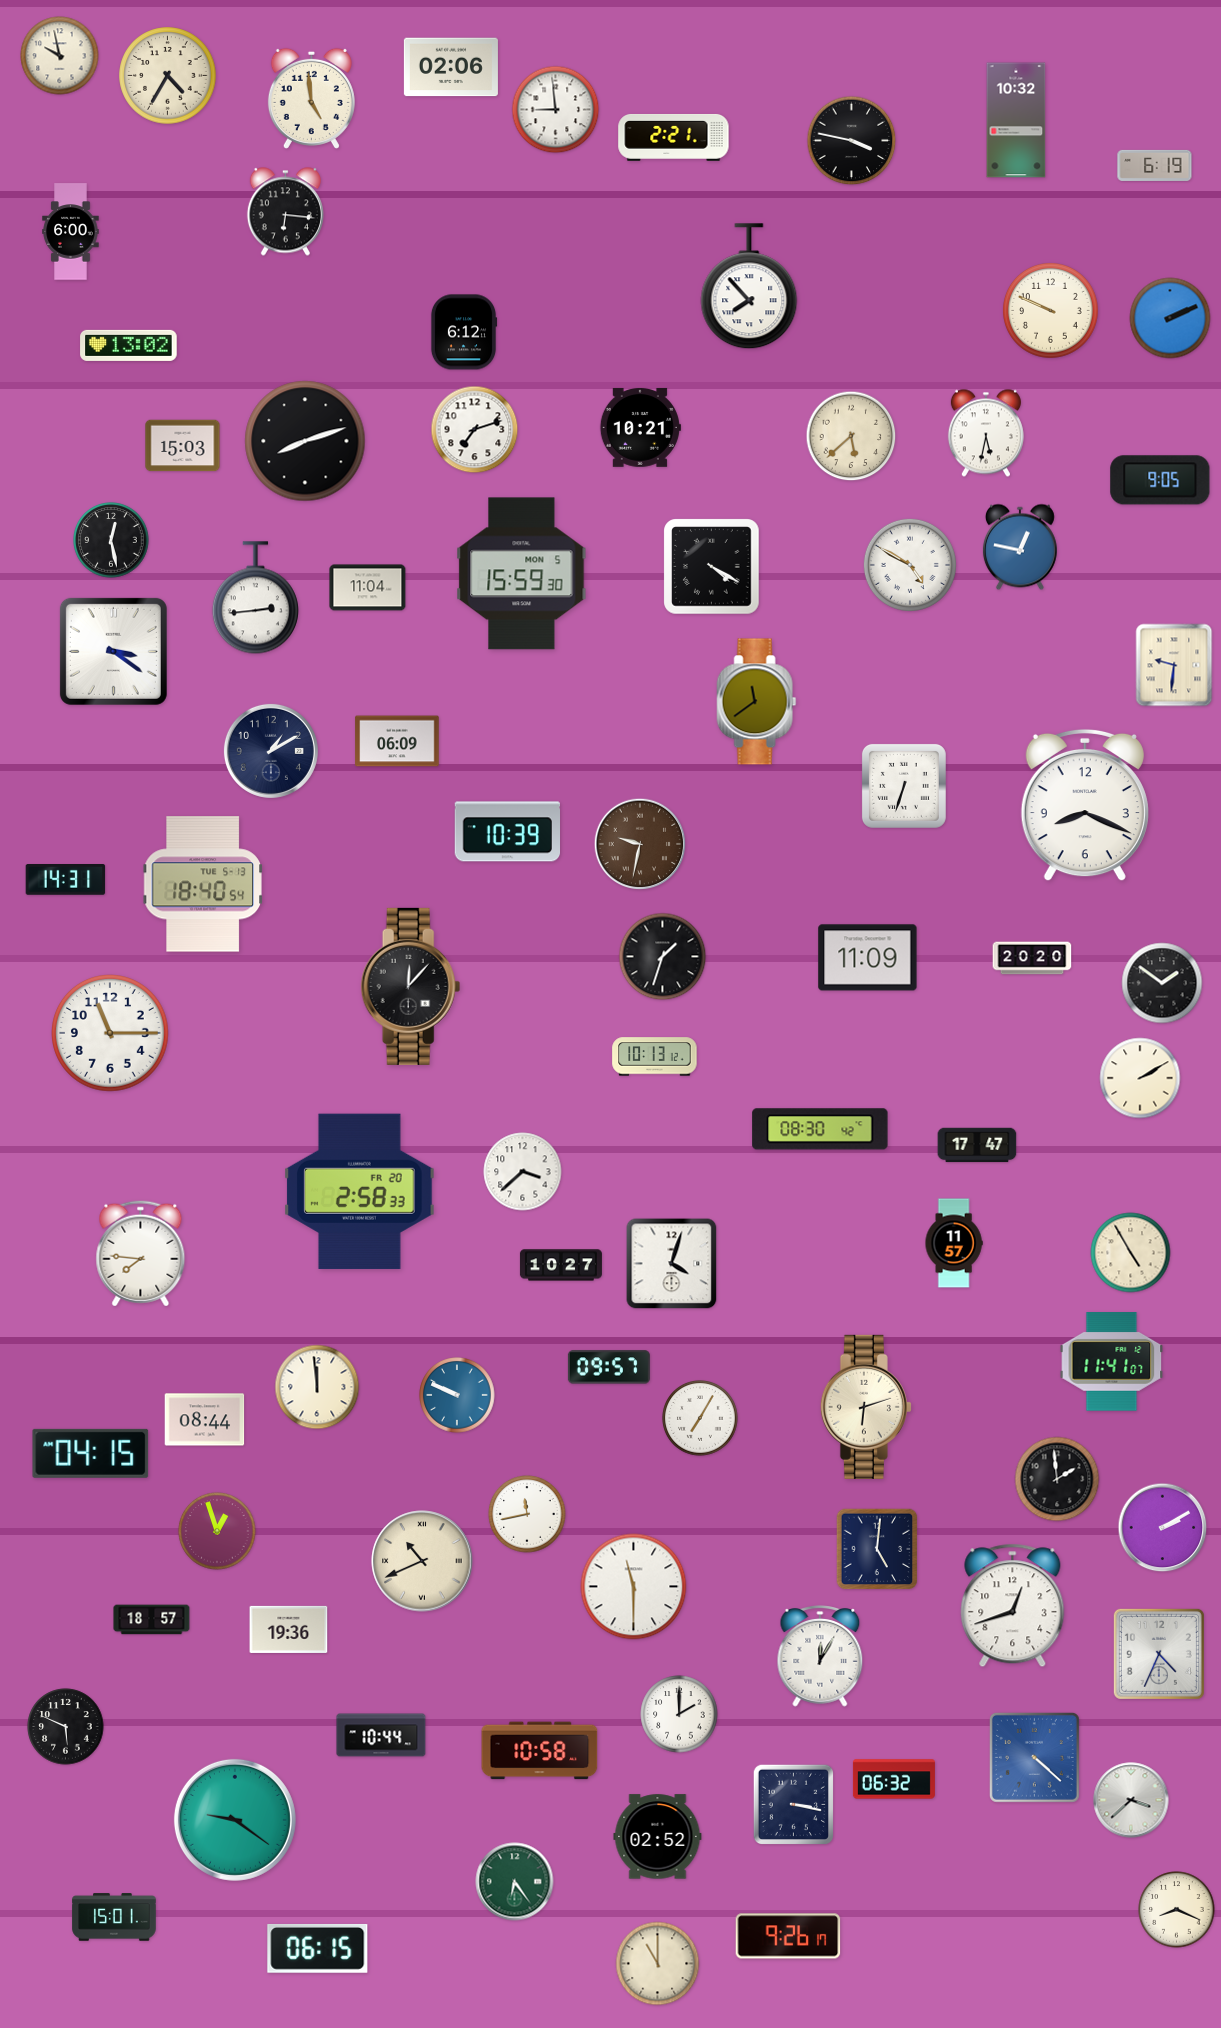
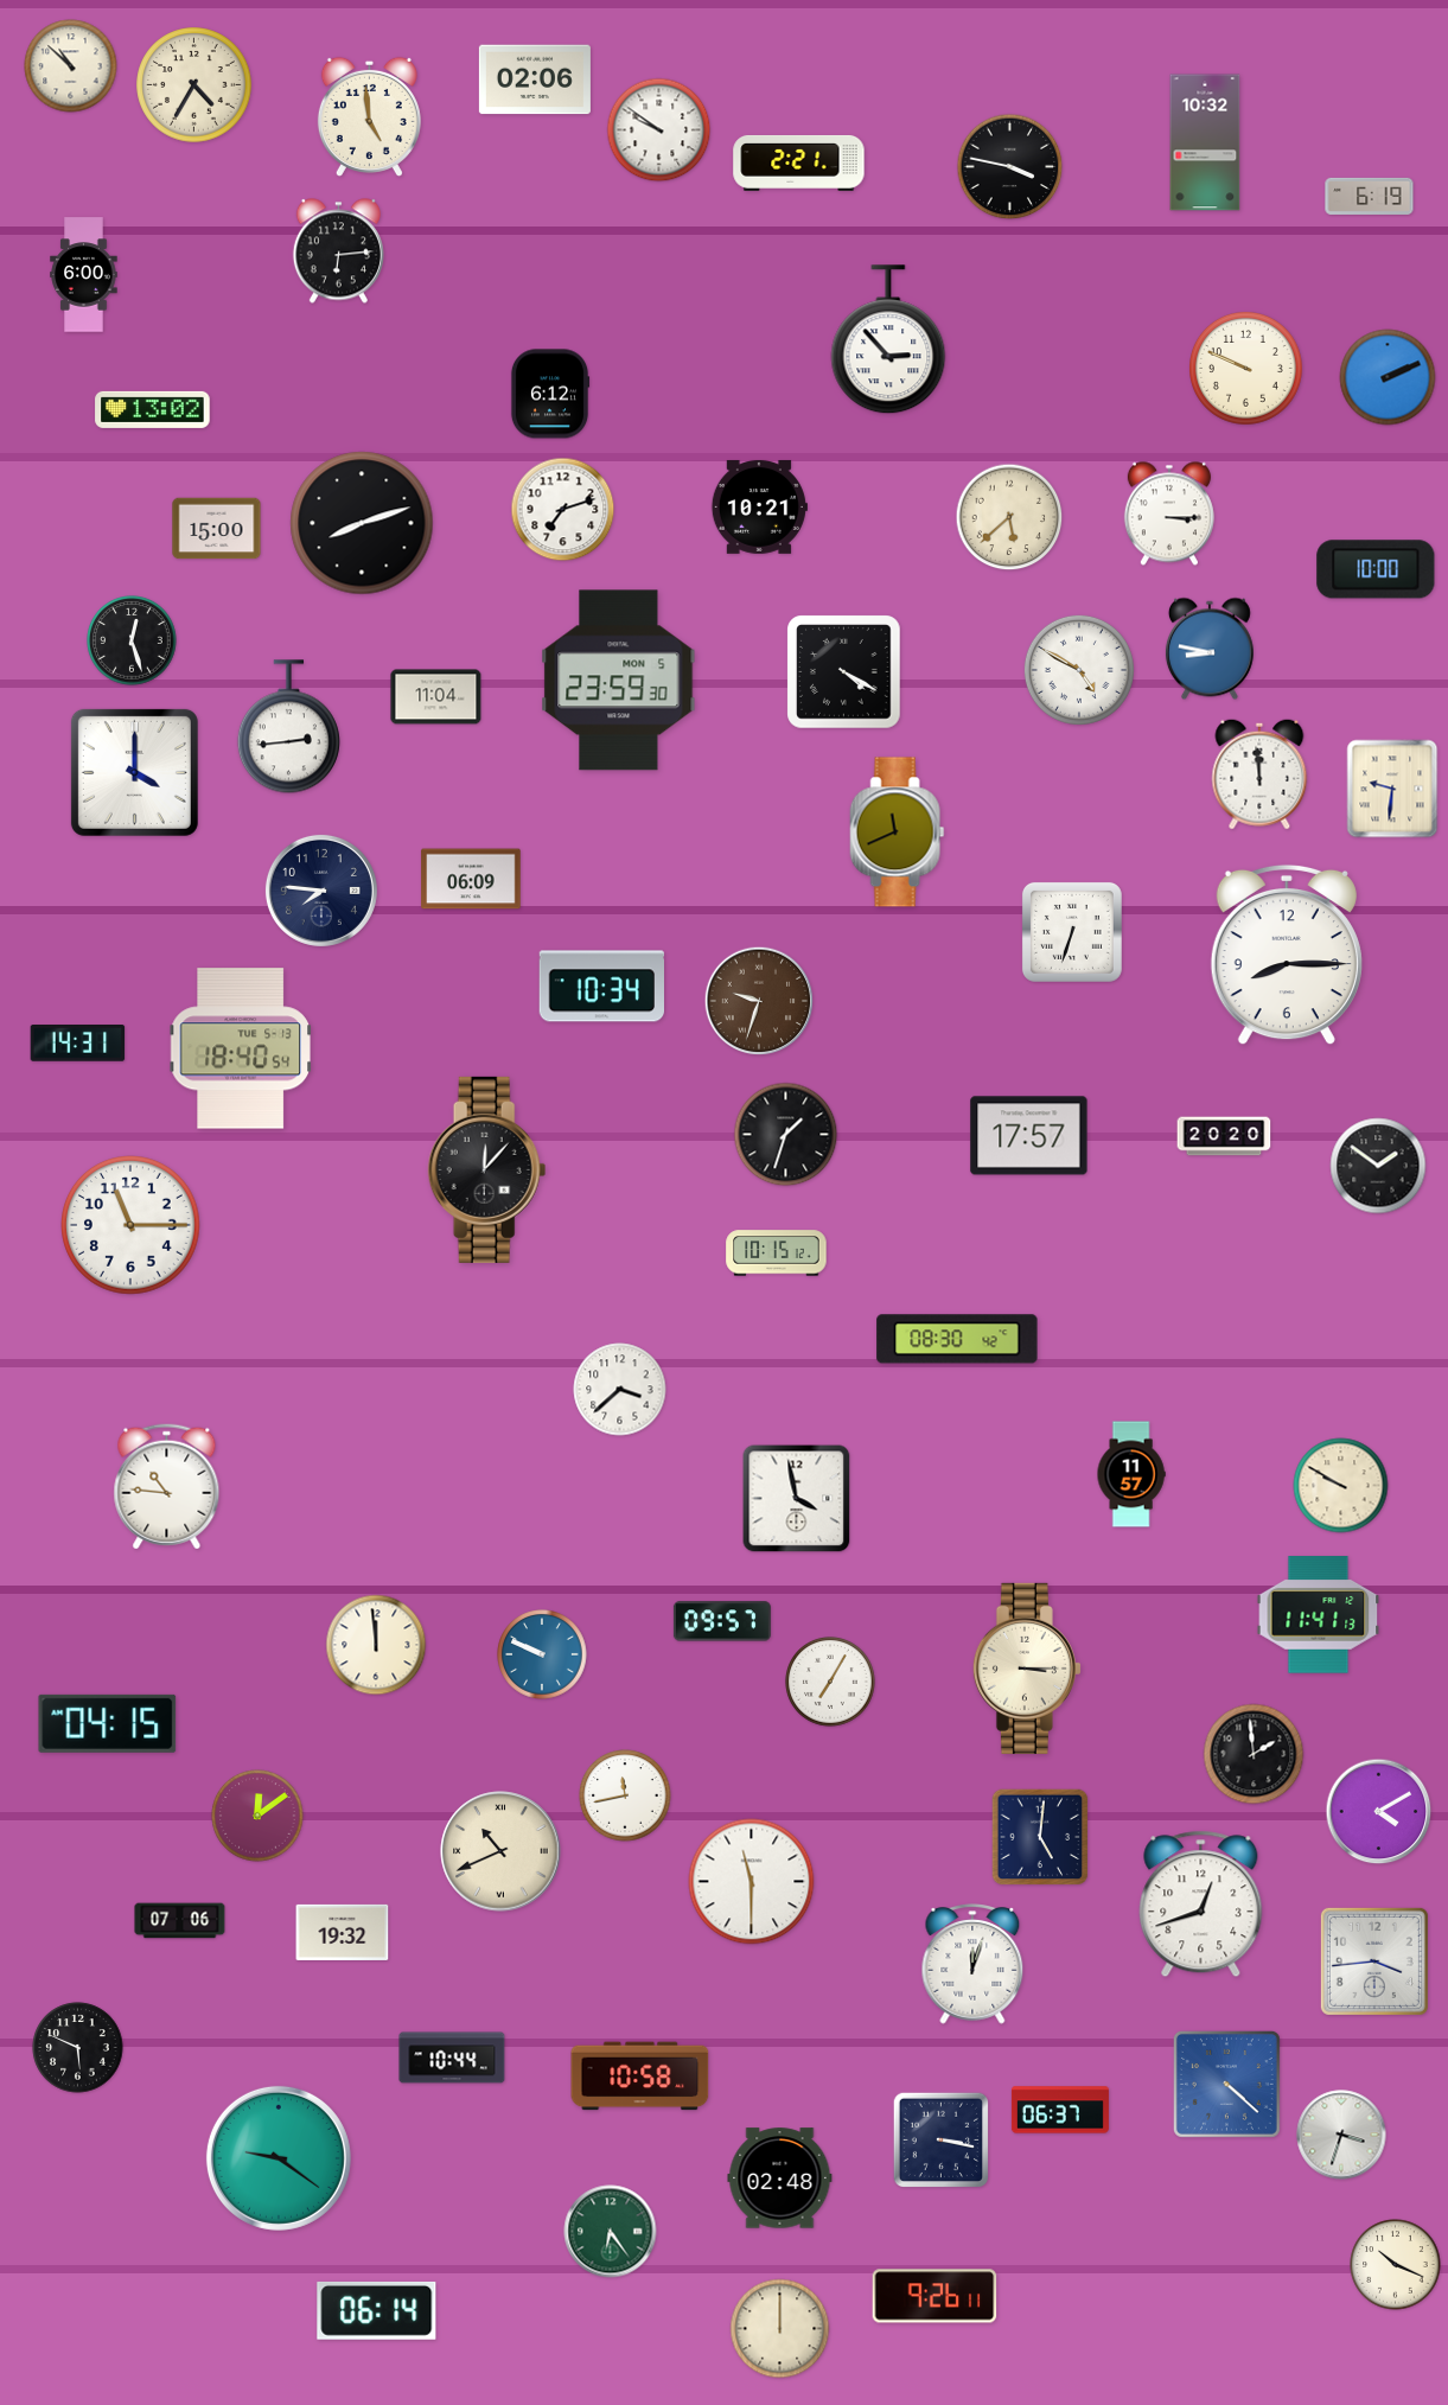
clock at (60, 56): 9:58 -> 10:52
clock at (168, 76) position: (168, 76) -> (194, 85)
clock at (556, 110): 8:59 -> 9:51
clock at (285, 212): 6:16 -> 6:14
clock at (749, 287): 7:53 -> 2:53
clock at (986, 433): 5:32 -> 3:15
clock at (183, 446): 15:03 -> 15:00
clock at (1160, 480): 9:05 -> 10:00
clock at (111, 540): 12:28 -> 12:27
clock at (1020, 547): 12:47 -> 8:47
clock at (522, 574): 15:59 -> 23:59
clock at (255, 598) position: (255, 598) -> (288, 727)
clock at (113, 651): 3:21 -> 4:00
clock at (1259, 774): none -> 11:59
clock at (757, 702): 11:39 -> 11:41
clock at (271, 751): 1:10 -> 7:46
clock at (1085, 805): 8:19 -> 8:15
clock at (507, 832): 10:39 -> 10:34
clock at (640, 844): 9:32 -> 9:33
clock at (868, 958): 11:09 -> 17:57
clock at (655, 1057): 10:13 -> 10:15
clock at (1140, 1078): 2:10 -> none
clock at (820, 1129) position: (820, 1129) -> (957, 1339)
clock at (977, 1145): 17:47 -> none
clock at (360, 1191): 2:58 -> none
clock at (1131, 1253): 4:55 -> 9:50
clock at (141, 1254): 7:46 -> 10:46
clock at (672, 1264): 4:03 -> 3:58
clock at (561, 1265): 10:27 -> none
clock at (1112, 1362): 11:41:07 -> 11:41:13
clock at (866, 1407): 6:12 -> 3:15
clock at (205, 1420): 08:44 -> none
clock at (1163, 1528): 2:10 -> 4:10
clock at (217, 1531): 12:57 -> 12:09
clock at (152, 1620): 18:57 -> 07:06
clock at (289, 1629): 19:36 -> 19:32
clock at (1159, 1654): 4:34 -> 3:44
clock at (820, 1656): 12:05 -> 12:03
clock at (679, 1714): 2:00 -> none
clock at (894, 1779): 06:32 -> 06:37
clock at (1131, 1800): 3:38 -> 3:33
clock at (658, 1837): 02:52 -> 02:48
clock at (1177, 1910): 8:19 -> 10:19
clock at (114, 1917): 15:01 -> none
clock at (788, 1936): 9:26:17 -> 9:26:11
clock at (318, 1948): 06:15 -> 06:14
clock at (658, 1964): 11:00 -> 12:00
